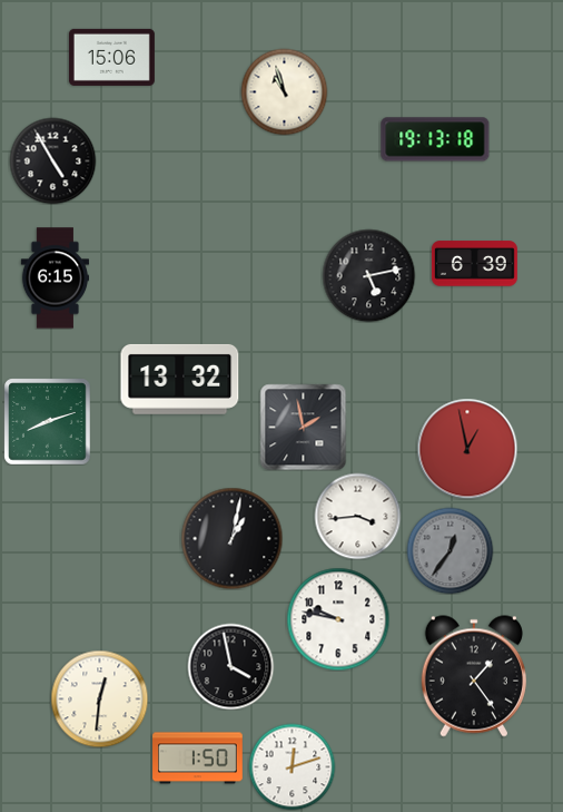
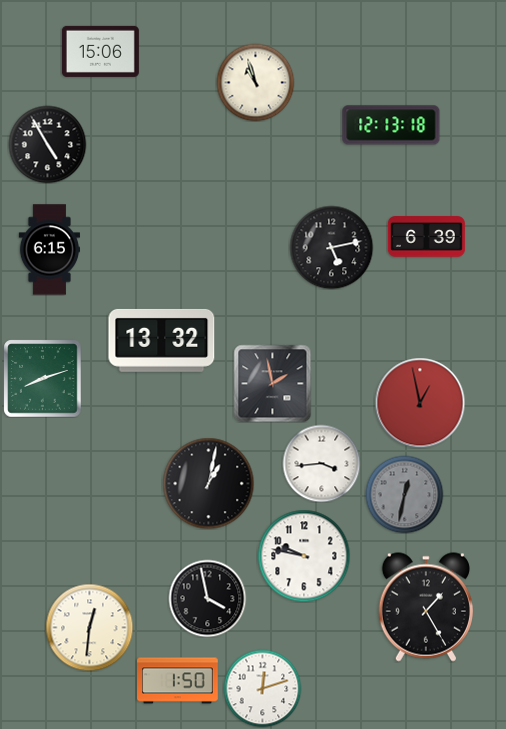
clock at (435, 139): 19:13 -> 12:13
clock at (450, 550): 12:36 -> 12:32
clock at (474, 676): 1:24 -> 1:25
